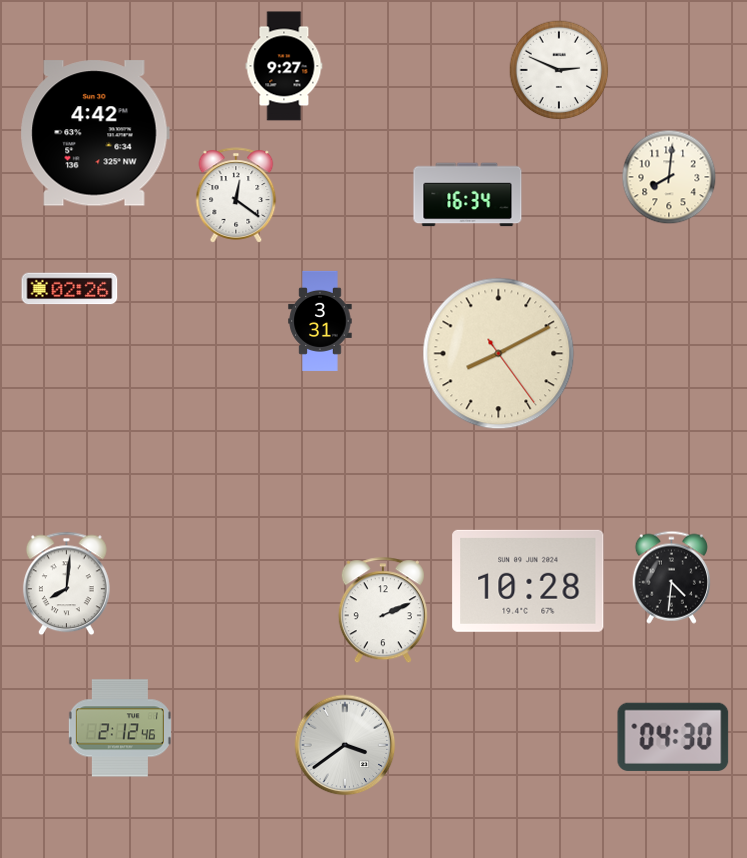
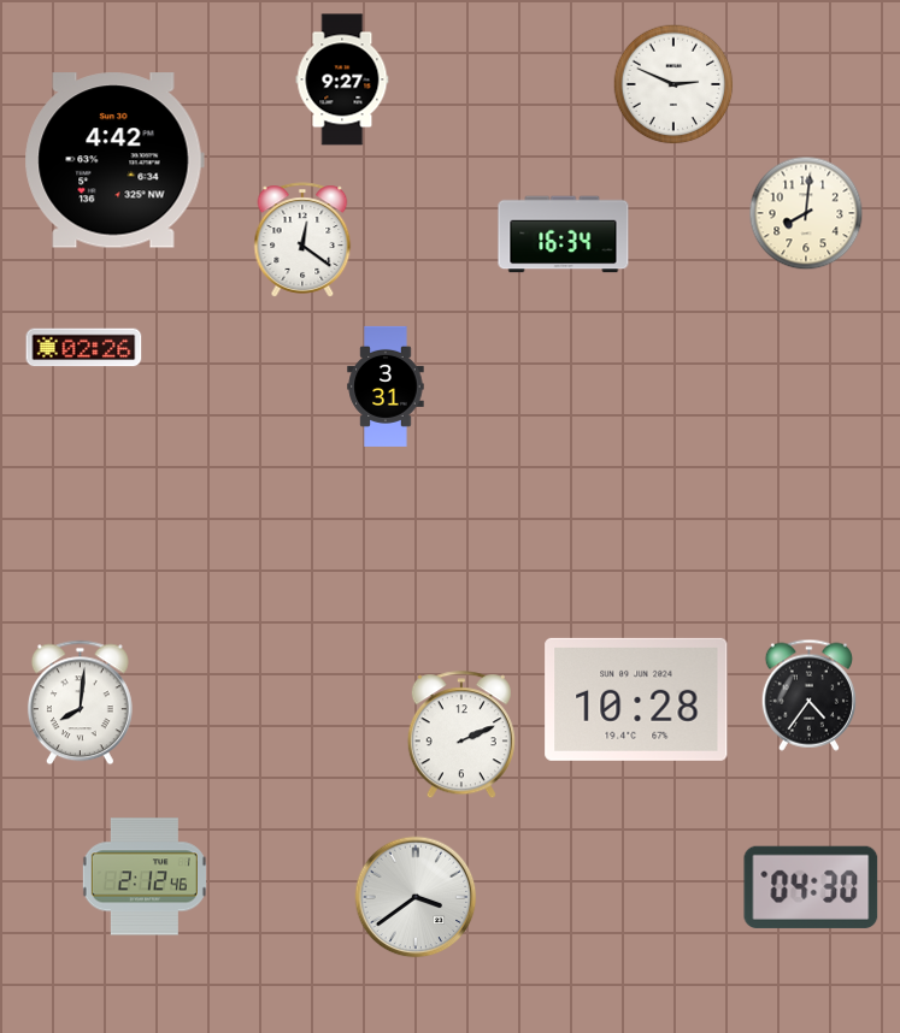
clock at (236, 195) position: (236, 195) -> (302, 240)
clock at (499, 354): 8:10 -> none
clock at (671, 577): 4:31 -> 4:36
